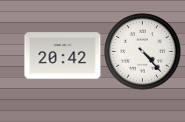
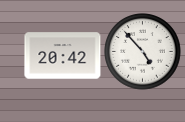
clock at (143, 52): 4:23 -> 4:53
